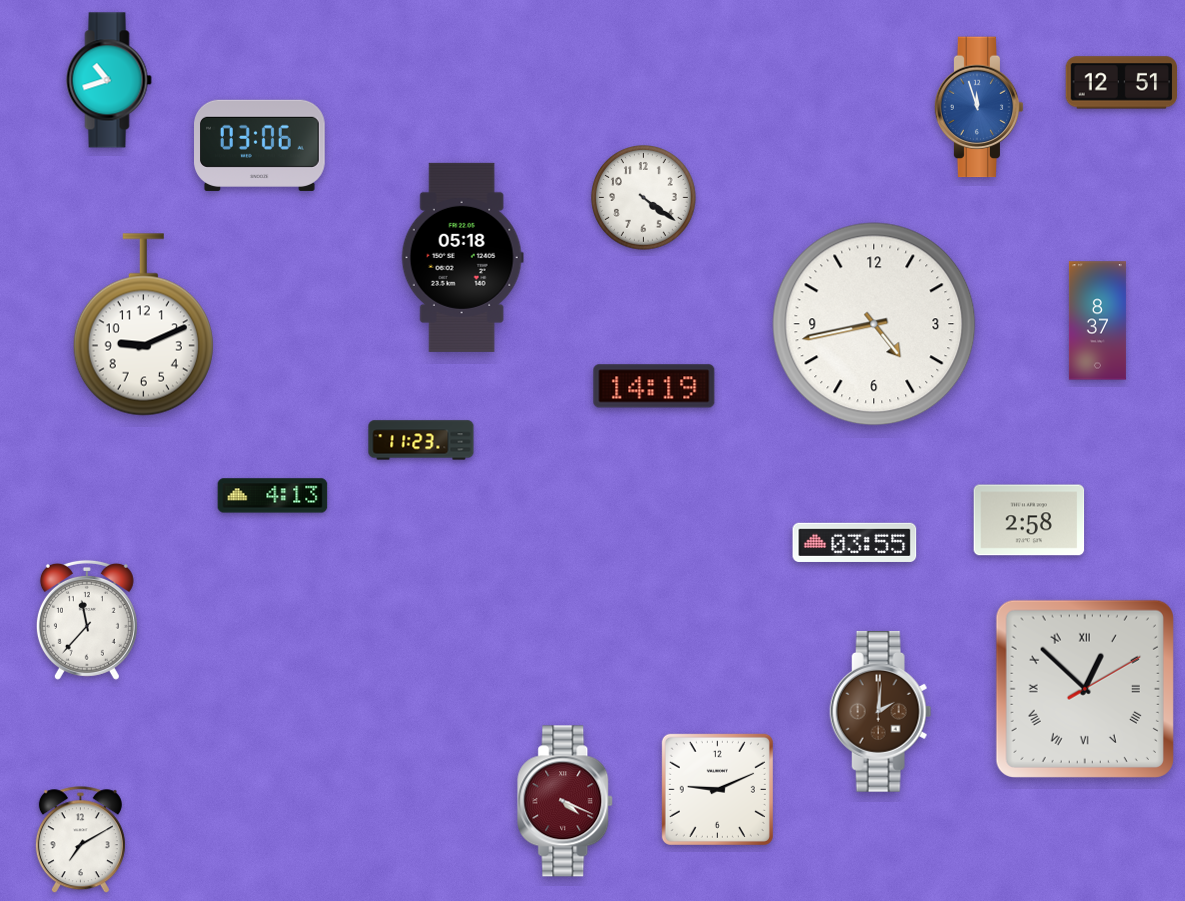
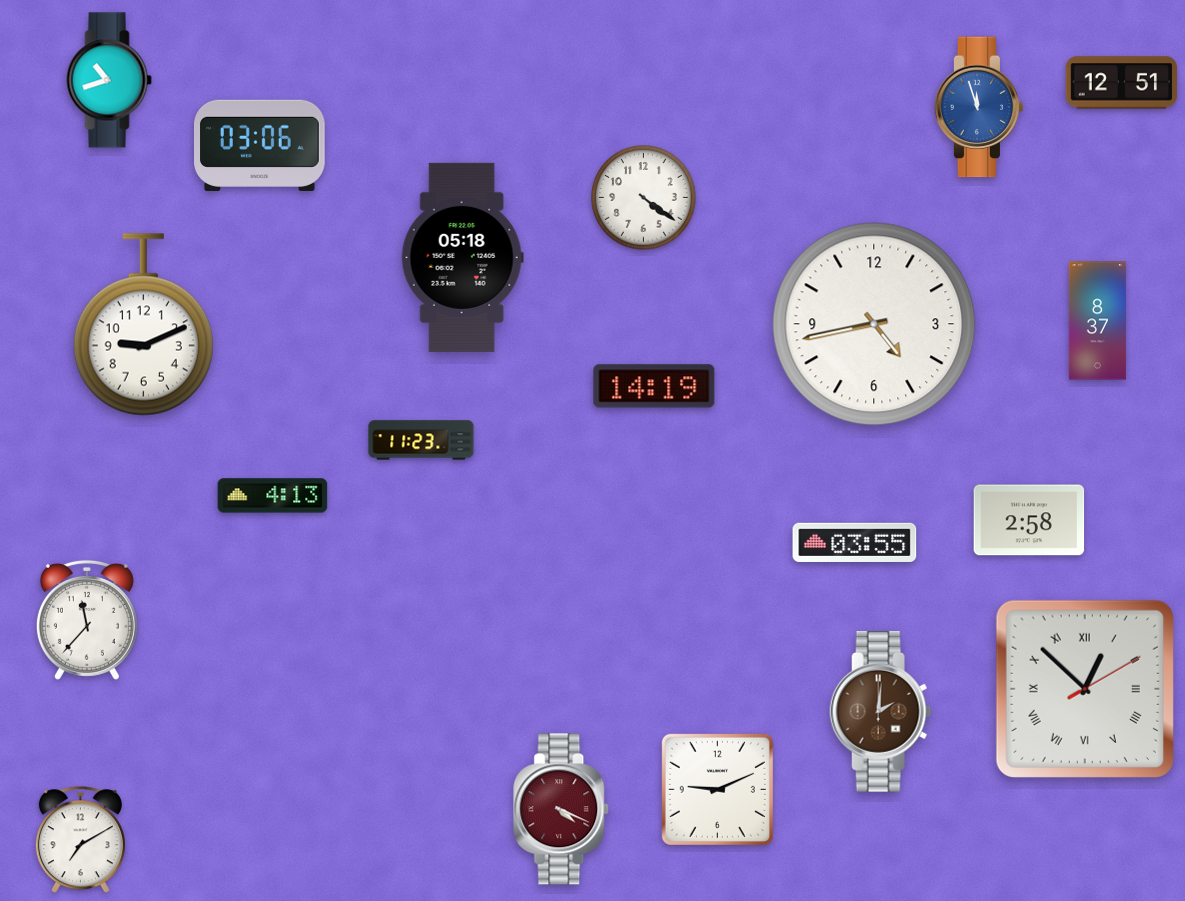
clock at (566, 801) position: (566, 801) -> (562, 809)
